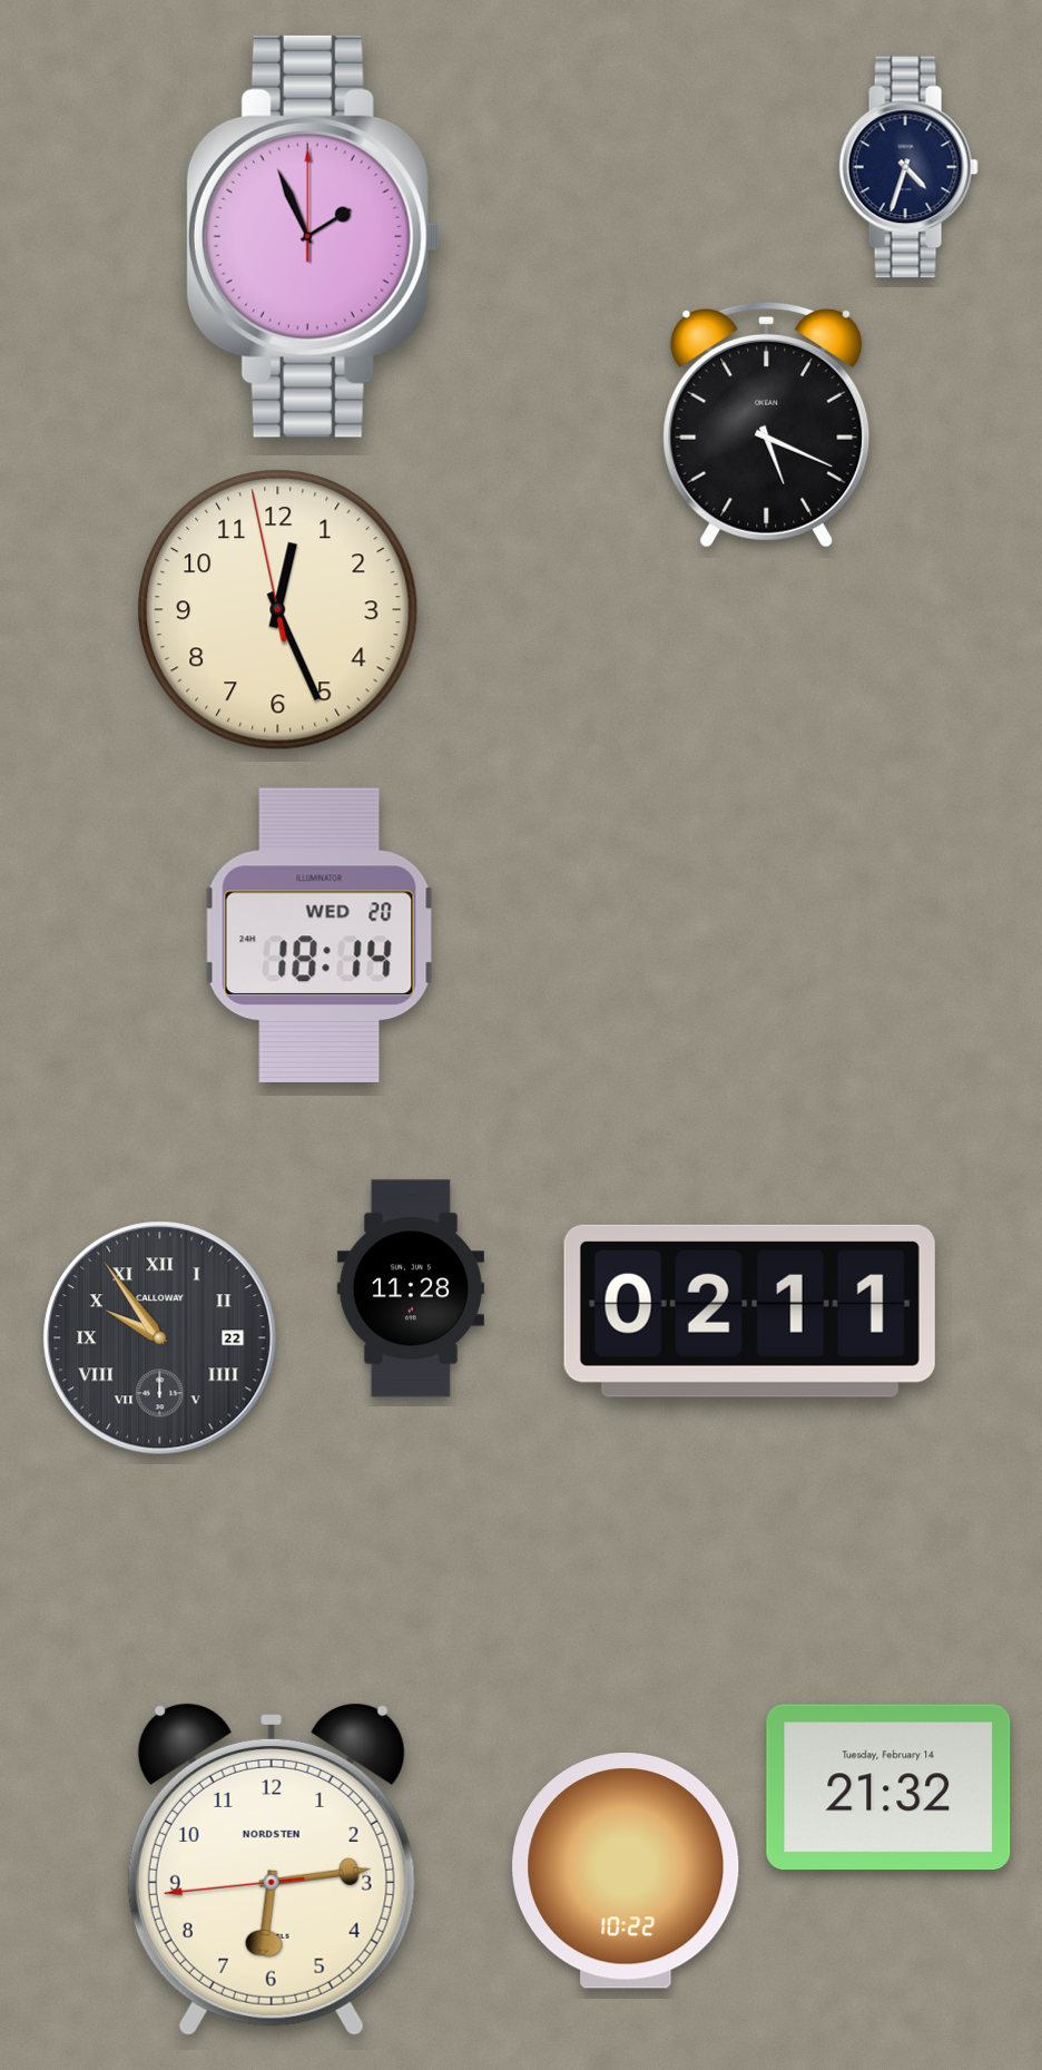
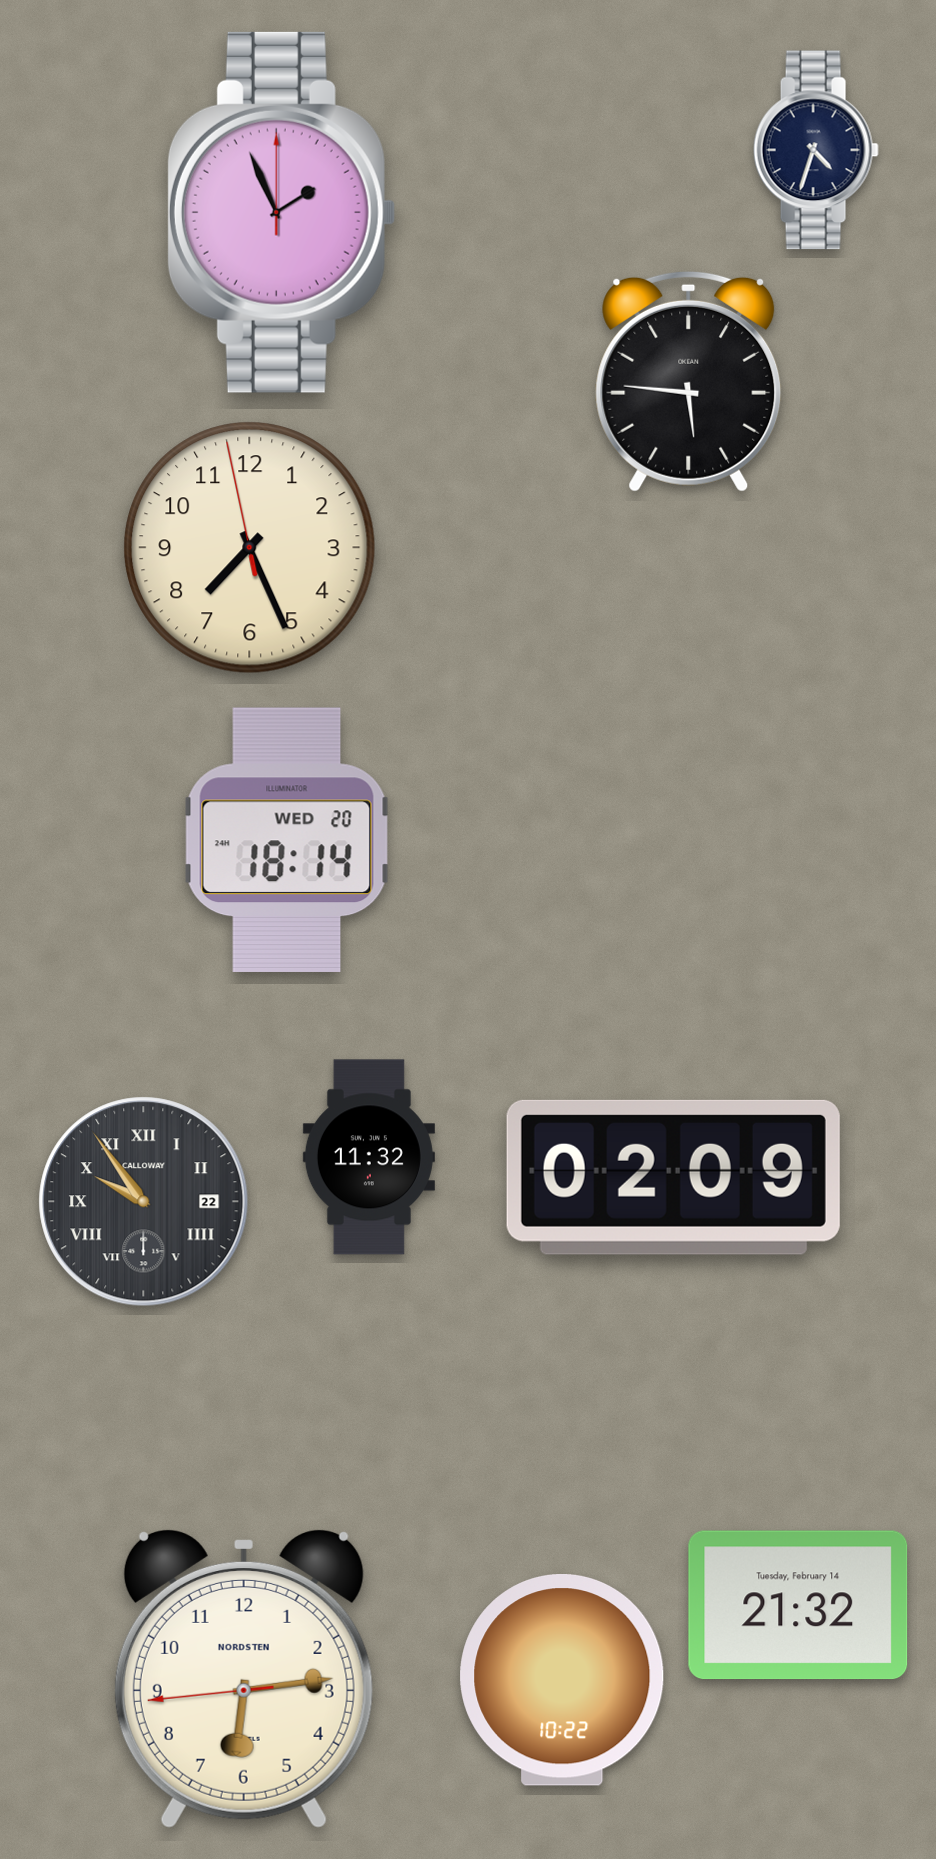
clock at (767, 424): 5:19 -> 5:46
clock at (278, 610): 12:25 -> 7:25
clock at (411, 1288): 11:28 -> 11:32
clock at (749, 1311): 02:11 -> 02:09
